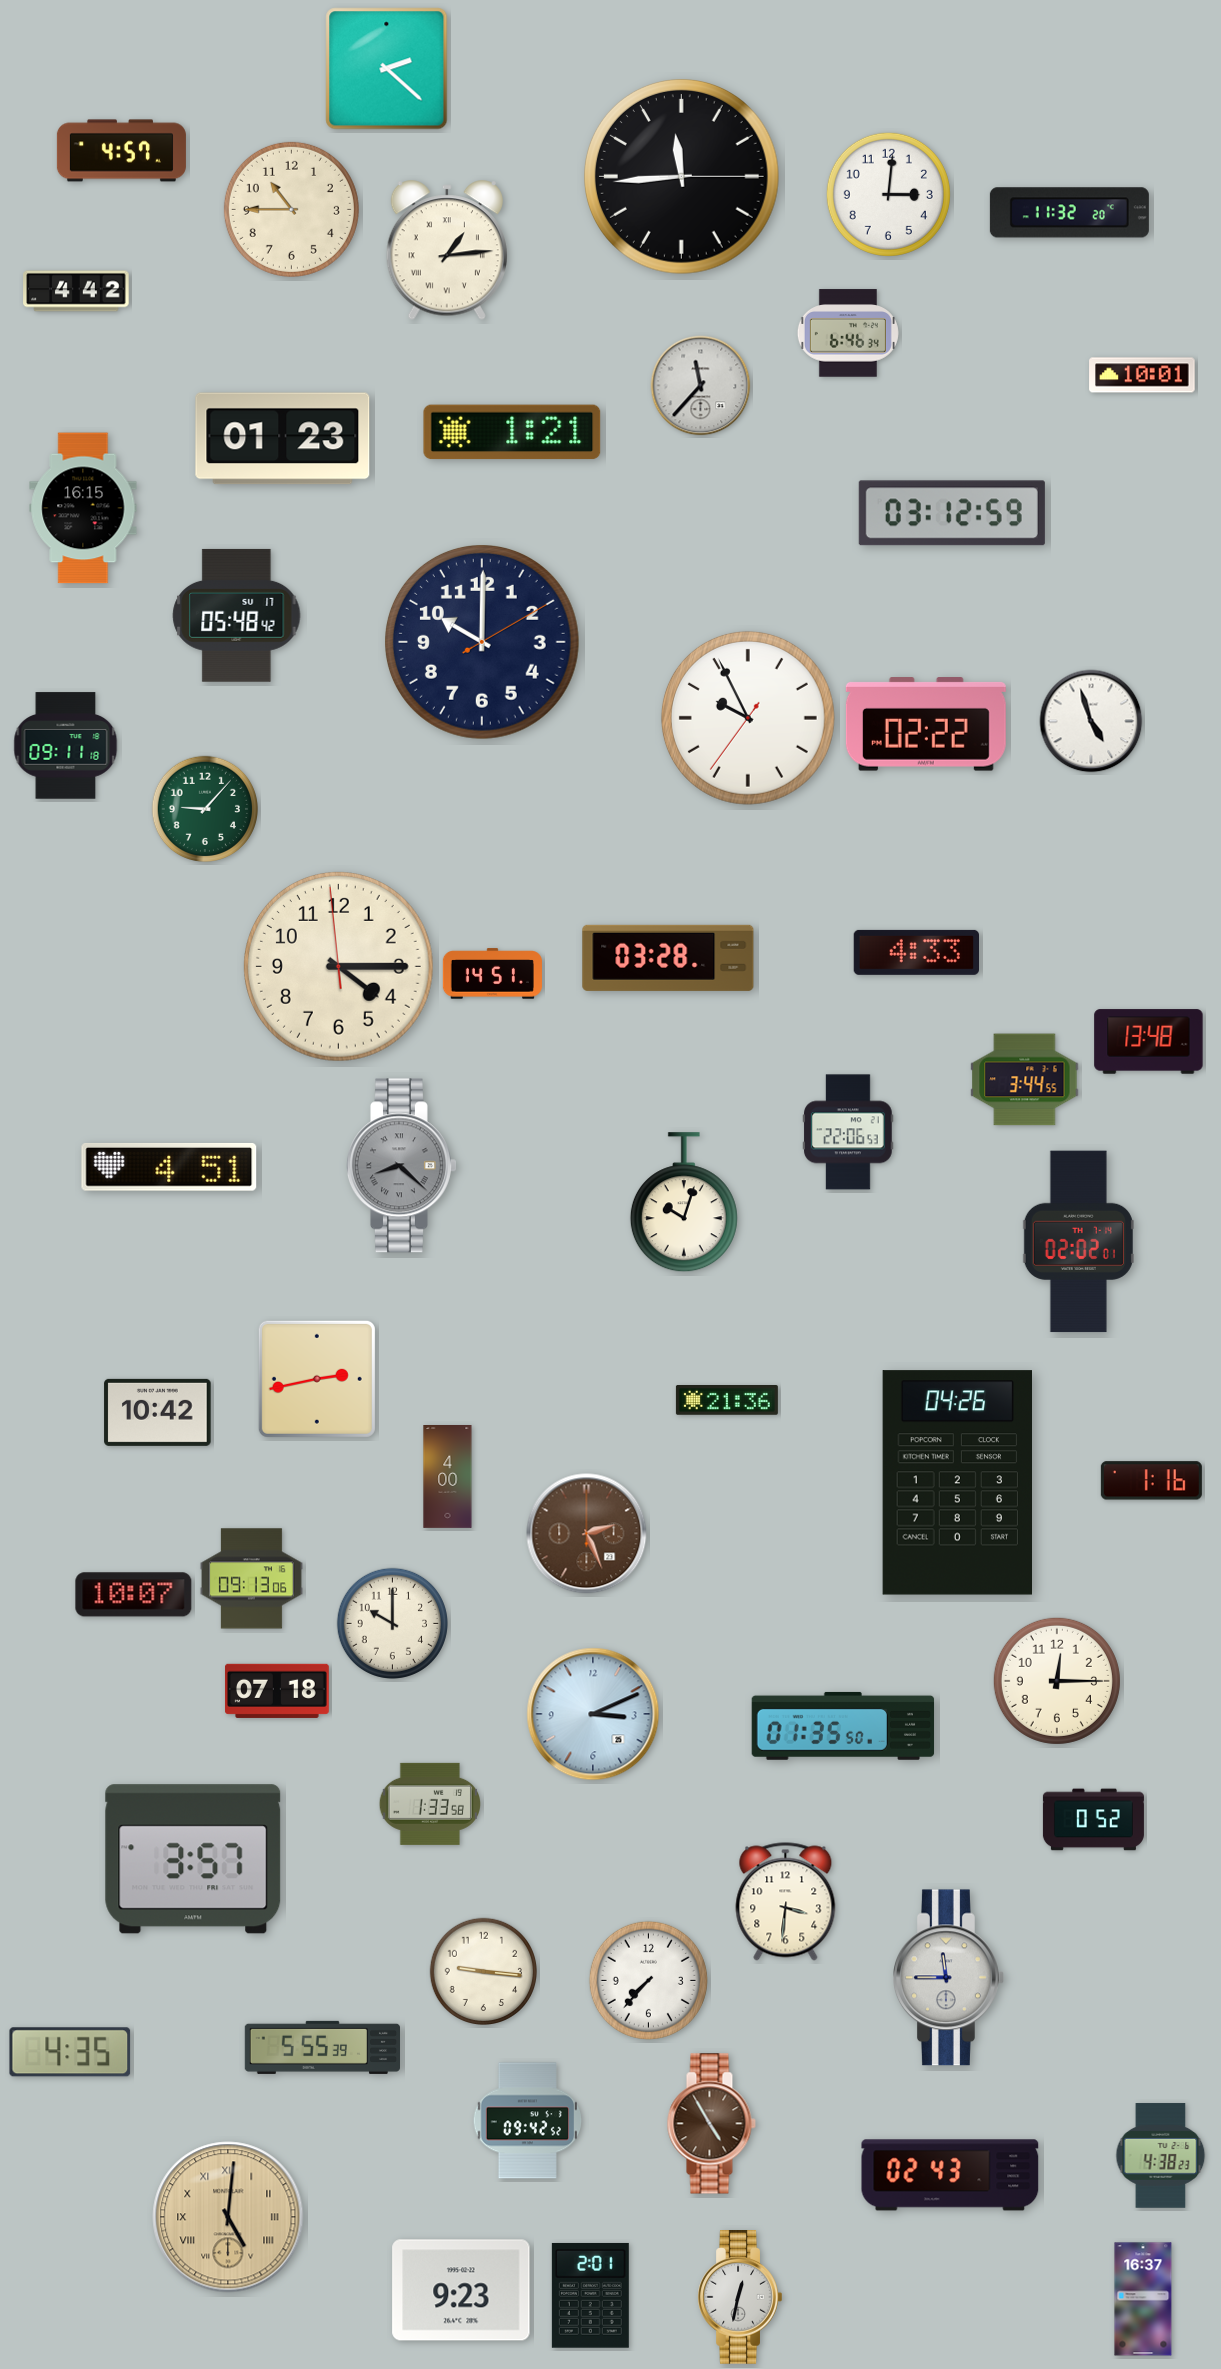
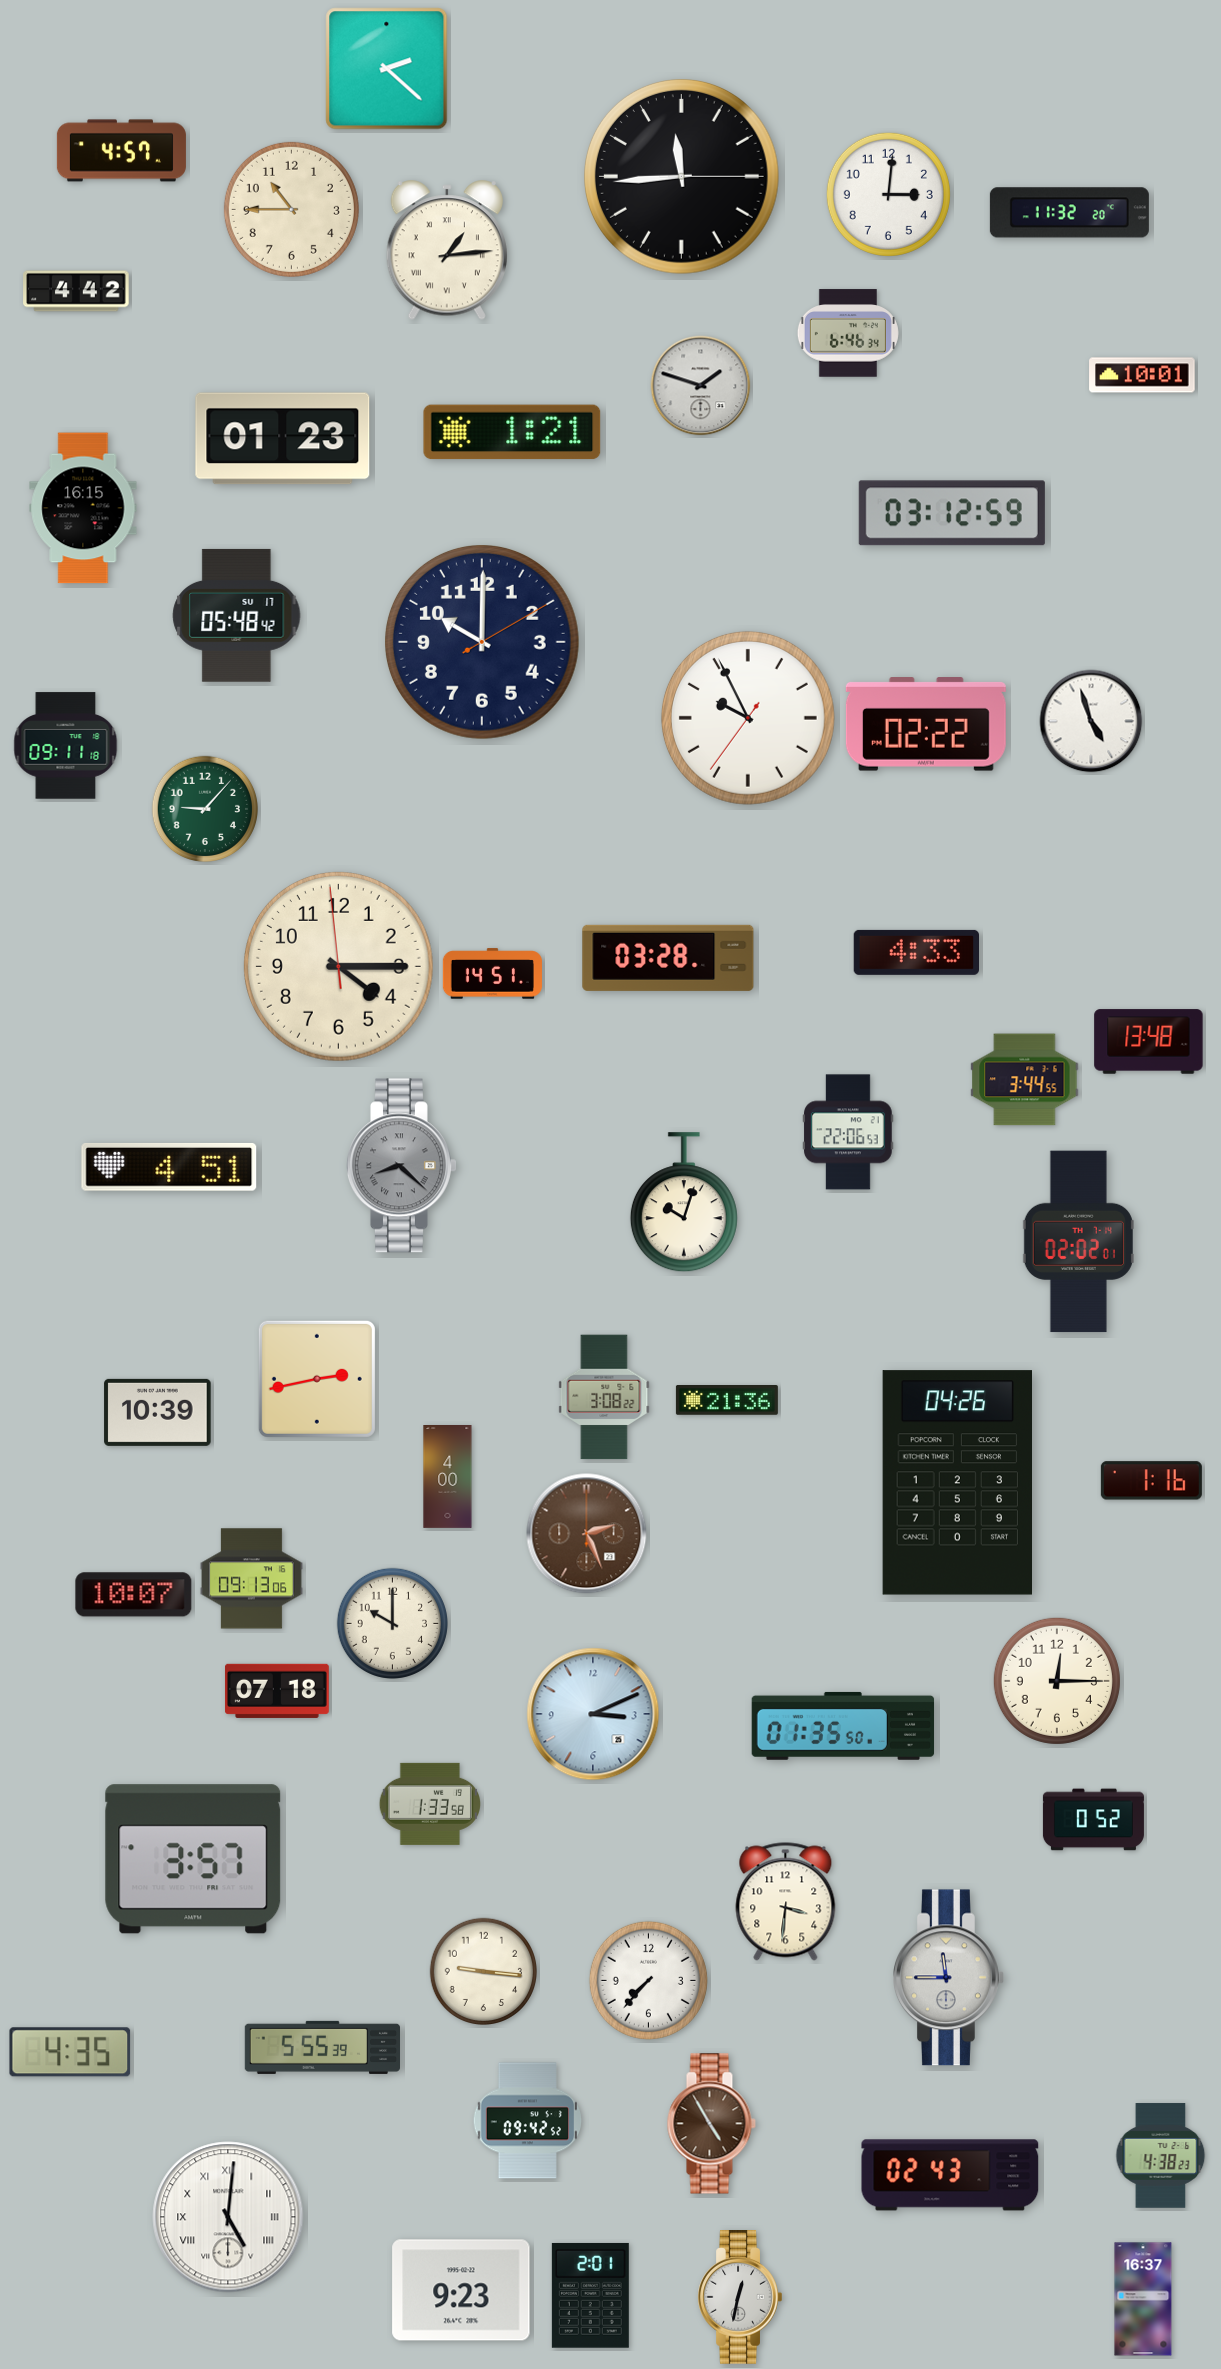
clock at (701, 386): 11:37 -> 1:48
clock at (604, 1397): none -> 3:08
clock at (158, 1412): 10:42 -> 10:39
clock at (228, 2217) dial: champagne -> white
